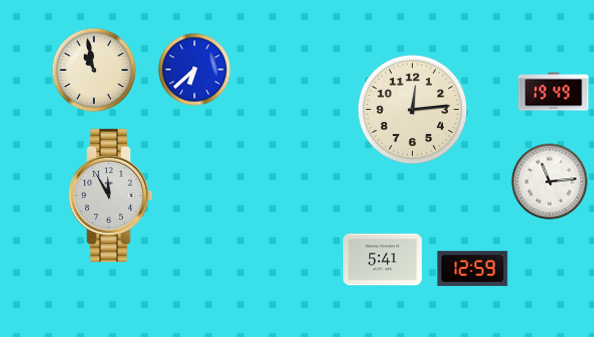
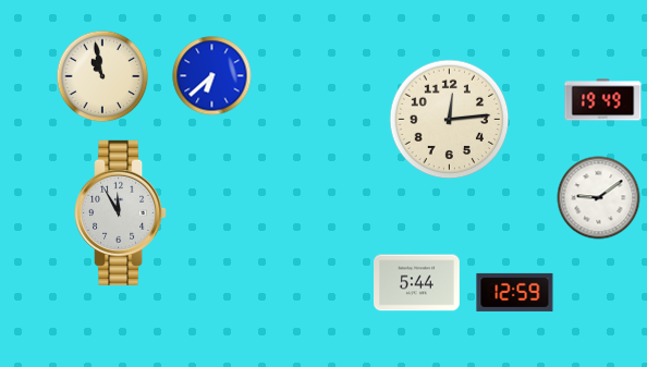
clock at (550, 182): 11:14 -> 9:09
clock at (383, 260): 5:41 -> 5:44
